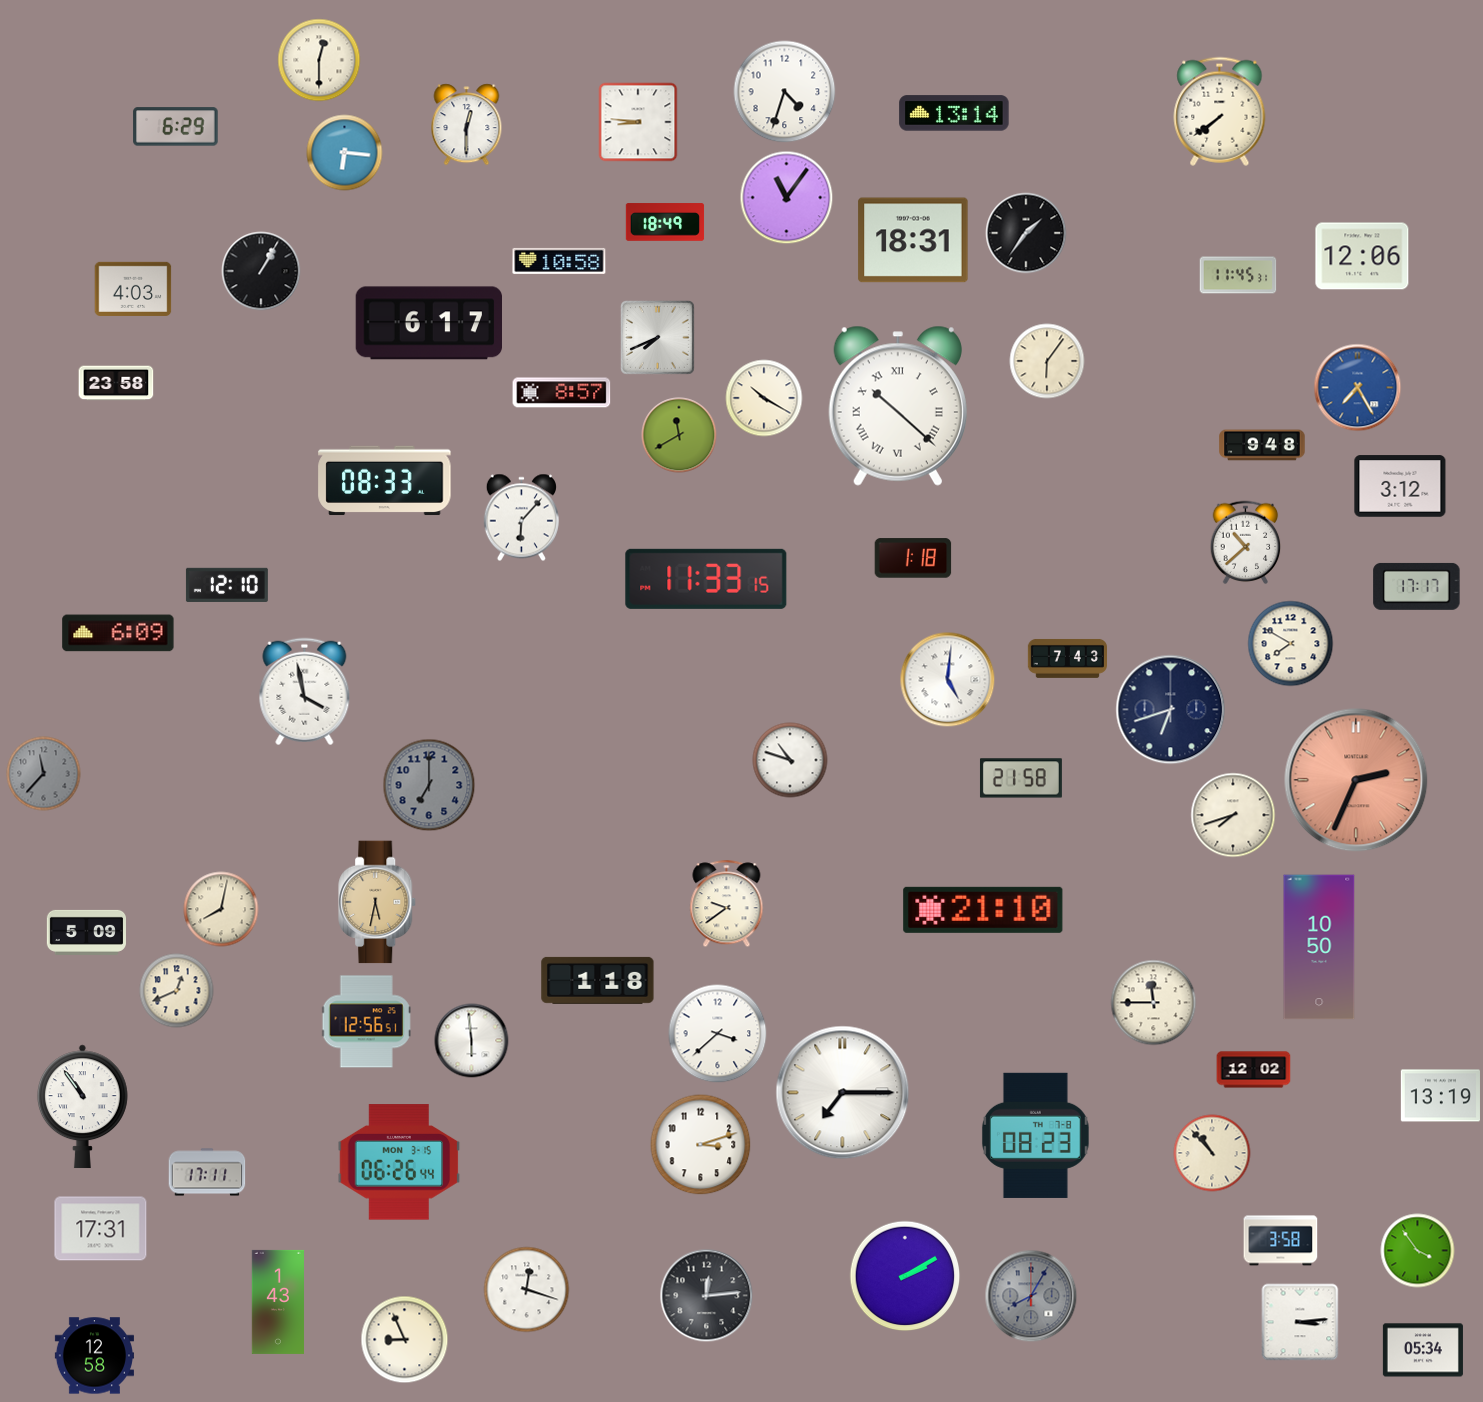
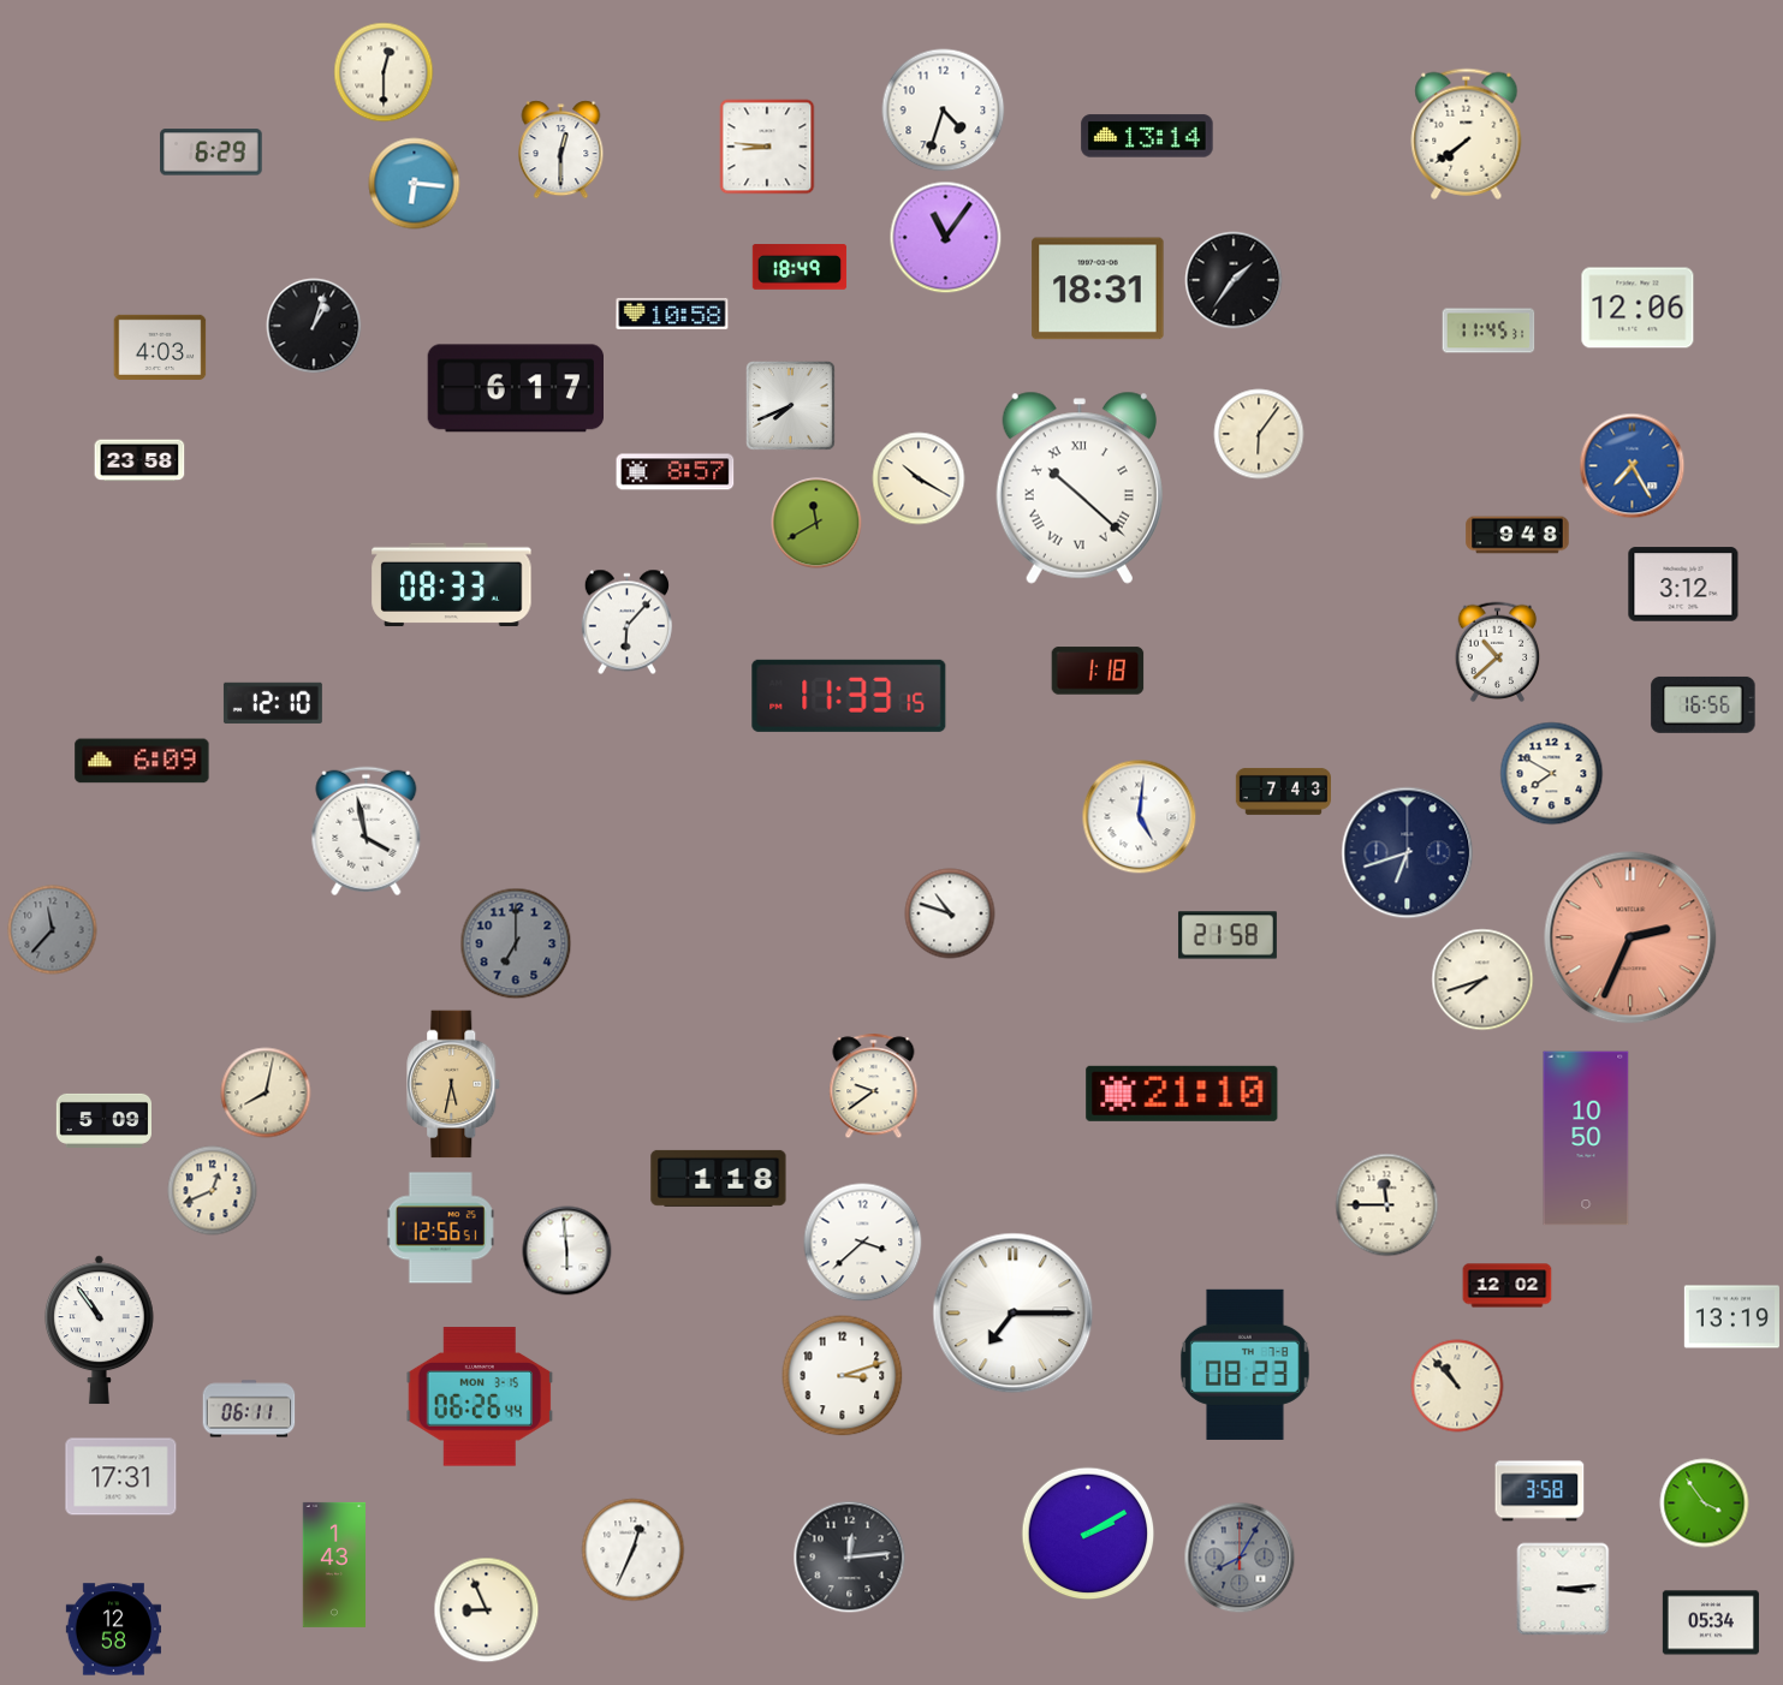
clock at (261, 271): 1:05 -> 1:03
clock at (385, 481) position: (385, 481) -> (452, 585)
clock at (1417, 586): 17:17 -> 16:56
clock at (207, 1172): 17:11 -> 06:11
clock at (527, 1290): 12:18 -> 12:34
